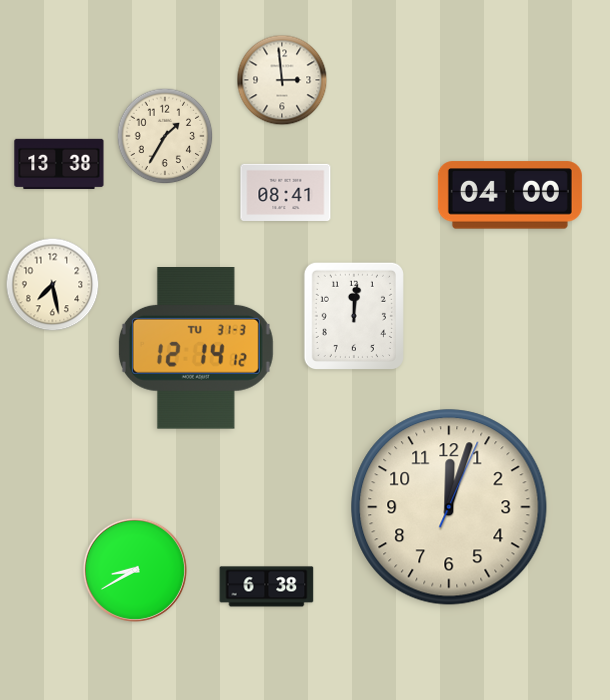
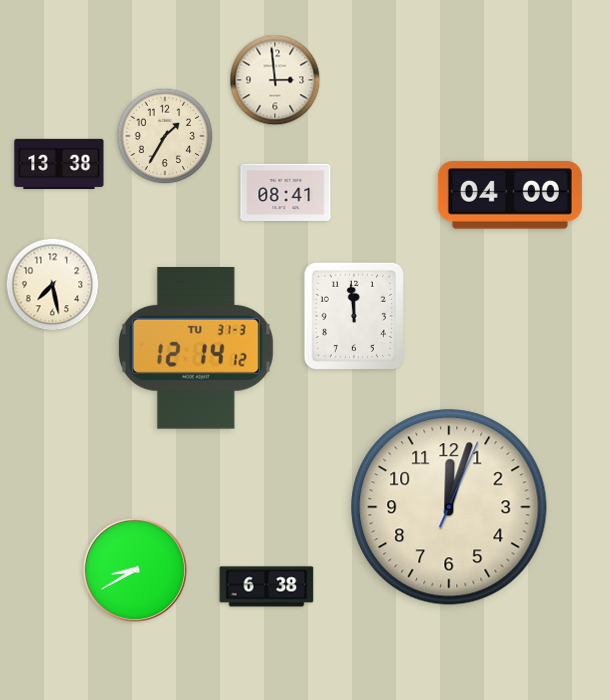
clock at (282, 80) position: (282, 80) -> (275, 80)
clock at (354, 315): 12:01 -> 11:59
